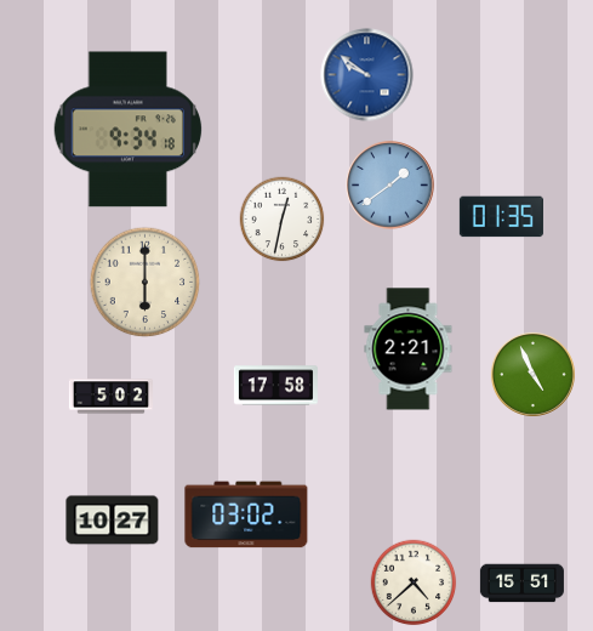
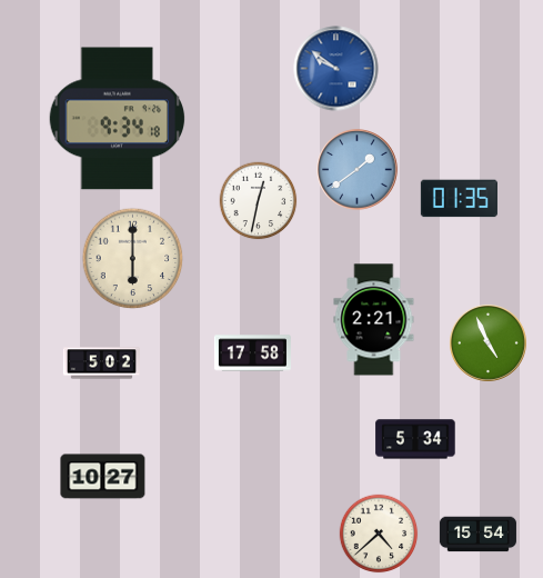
clock at (415, 439): none -> 5:34
clock at (246, 515): 03:02 -> none
clock at (521, 584): 15:51 -> 15:54
